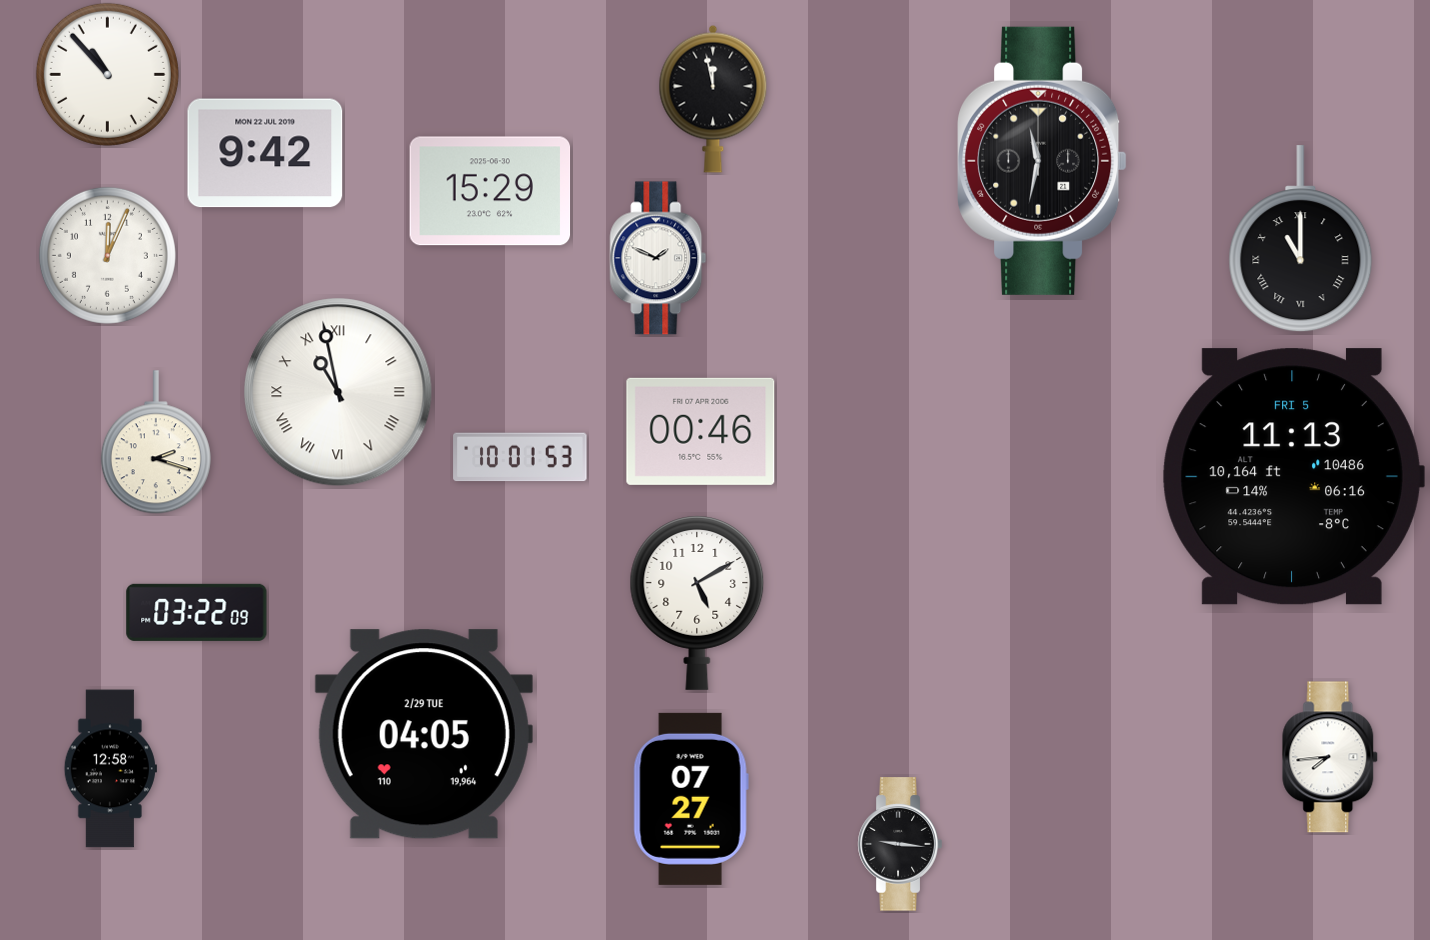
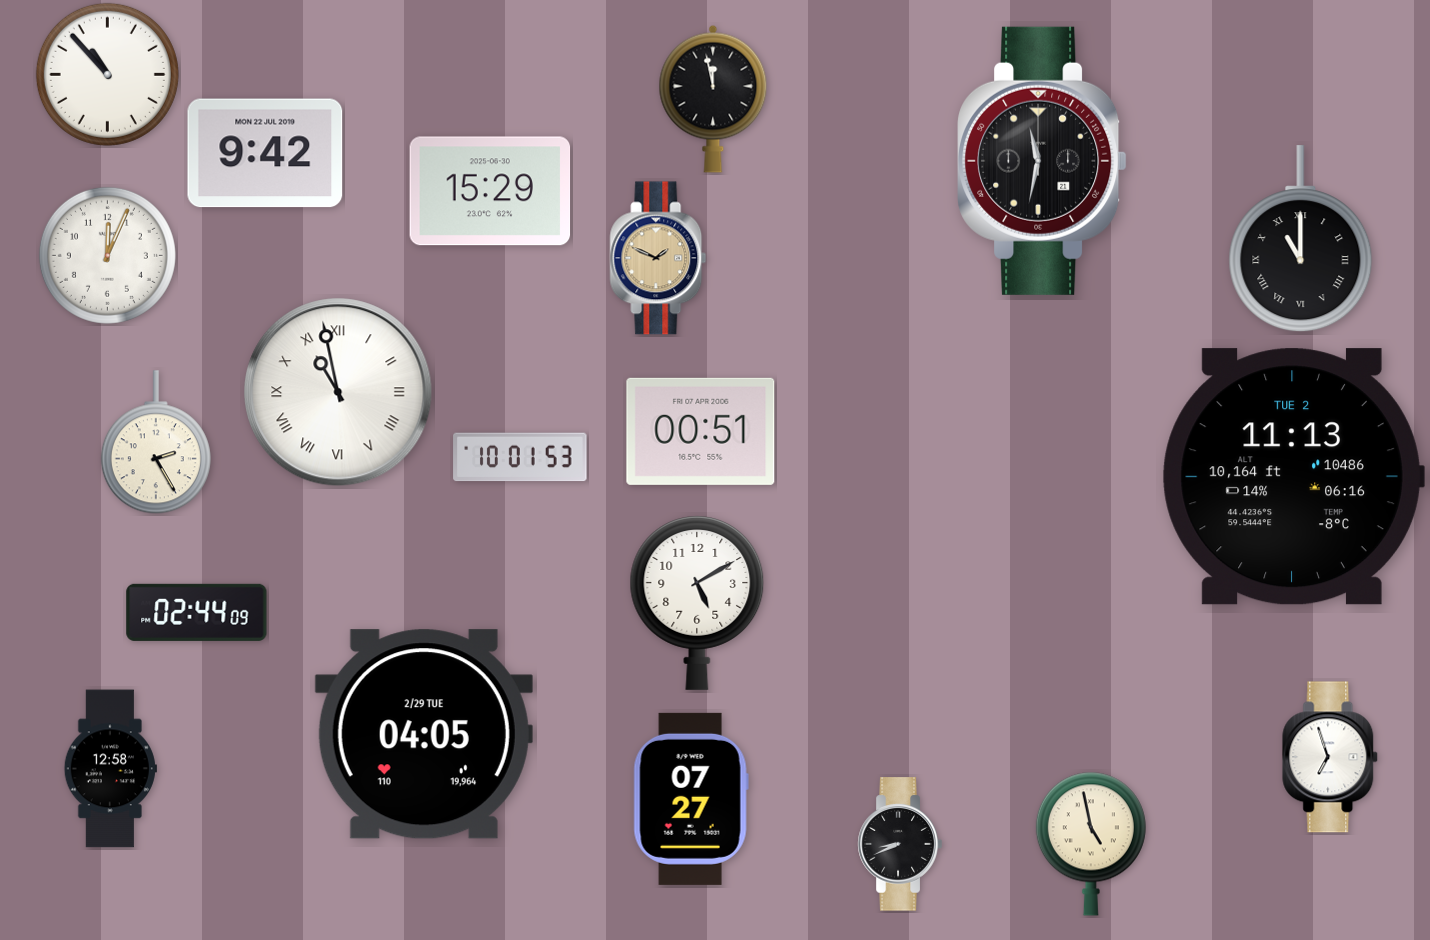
clock at (658, 258) dial: white -> champagne
clock at (701, 431): 00:46 -> 00:51
clock at (156, 443): 2:18 -> 2:25
clock at (1293, 477) date: FRI 5 -> TUE 2
clock at (197, 612): 03:22 -> 02:44
clock at (1331, 757): 7:44 -> 6:57
clock at (900, 844): 9:16 -> 8:41
clock at (1091, 844): none -> 4:58
